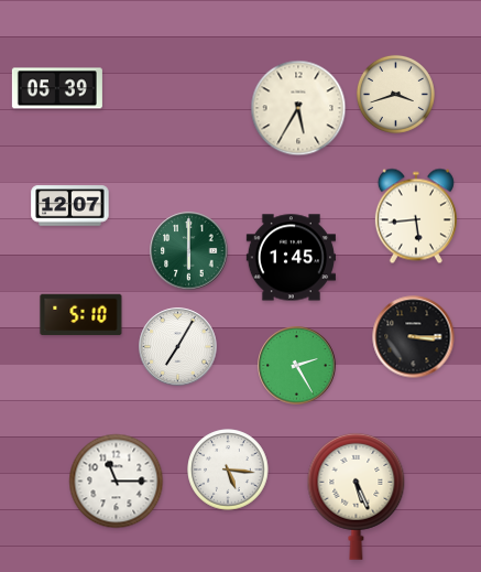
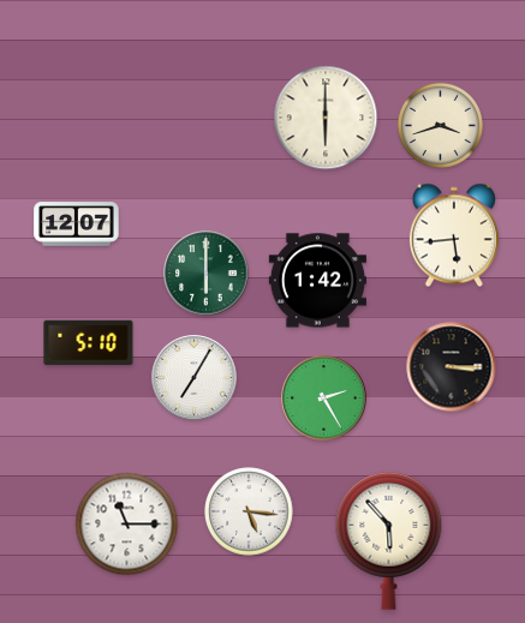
clock at (57, 88): 05:39 -> none
clock at (395, 94) position: (395, 94) -> (440, 125)
clock at (298, 108): 5:35 -> 6:00
clock at (291, 258): 1:45 -> 1:42
clock at (357, 496): 5:26 -> 5:53
